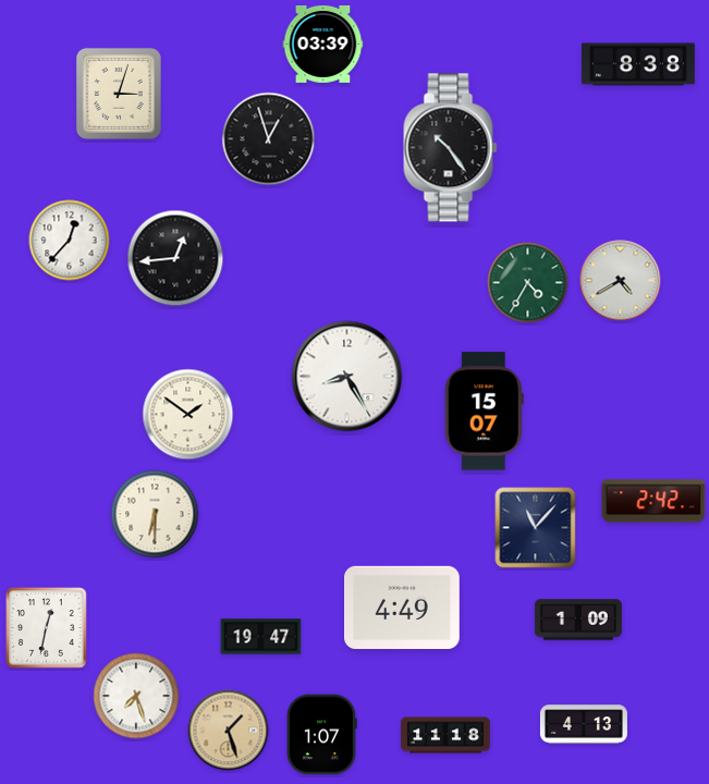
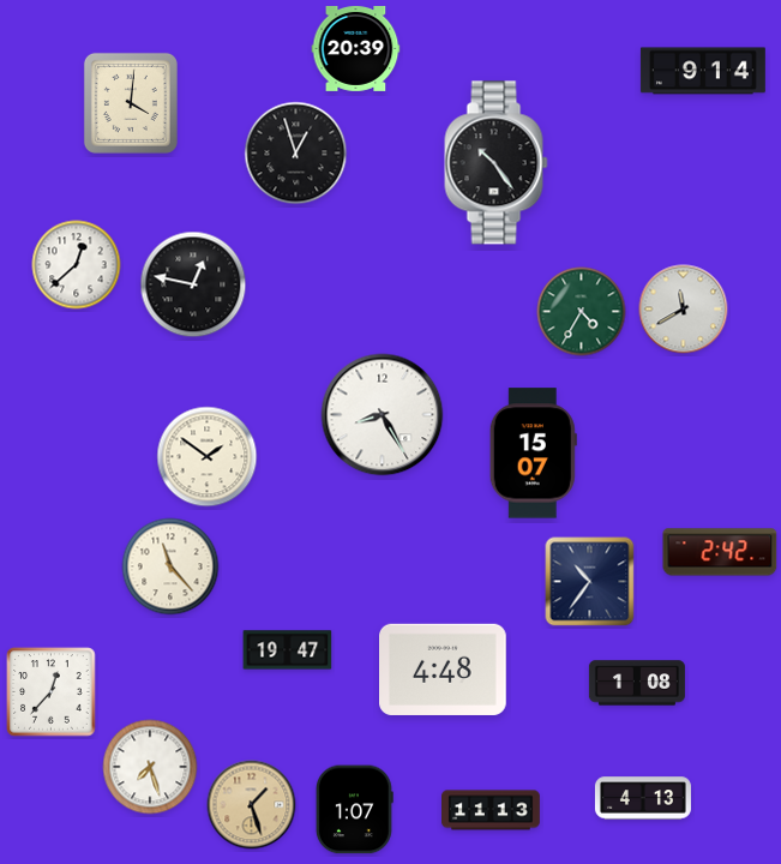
clock at (323, 44): 03:39 -> 20:39
clock at (638, 64): 8:38 -> 9:14
clock at (119, 94): 3:03 -> 4:01
clock at (70, 241): 12:37 -> 12:38
clock at (175, 258): 12:44 -> 12:47
clock at (621, 281): 4:40 -> 11:40
clock at (155, 514): 6:30 -> 11:23
clock at (536, 528): 11:07 -> 10:36
clock at (403, 608): 4:49 -> 4:48
clock at (578, 620): 1:09 -> 1:08
clock at (47, 628): 12:32 -> 12:37
clock at (261, 637) position: (261, 637) -> (288, 650)
clock at (445, 735): 11:18 -> 11:13
